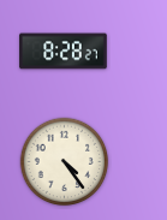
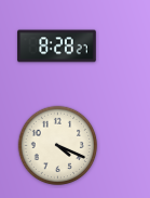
clock at (65, 162): 4:24 -> 4:19
